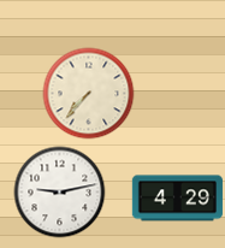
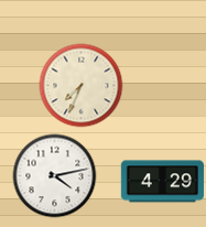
clock at (89, 94): 7:37 -> 7:34
clock at (60, 193): 9:13 -> 4:13
